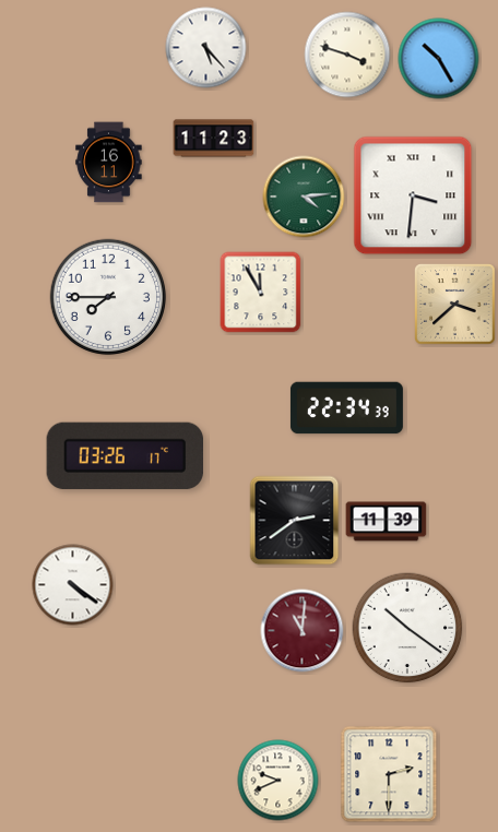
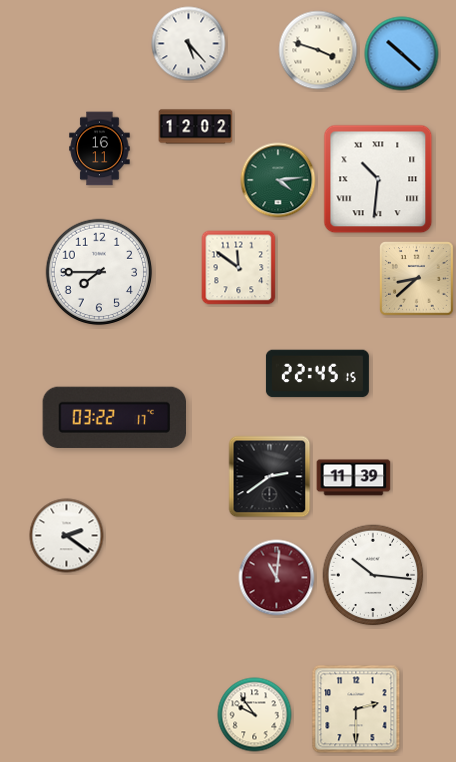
clock at (439, 59): 10:25 -> 10:22
clock at (214, 139): 11:23 -> 12:02
clock at (413, 195): 3:31 -> 10:31
clock at (261, 293): 11:55 -> 11:51
clock at (455, 305): 3:38 -> 8:38
clock at (346, 408): 22:34 -> 22:45
clock at (124, 455): 03:26 -> 03:22
clock at (73, 585): 4:21 -> 2:21
clock at (407, 628): 10:21 -> 10:16
clock at (278, 781): 9:41 -> 9:54
